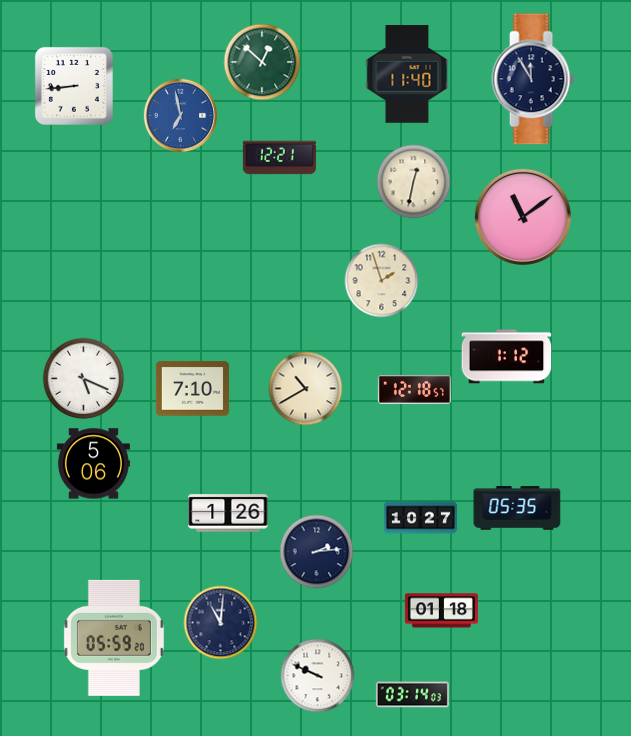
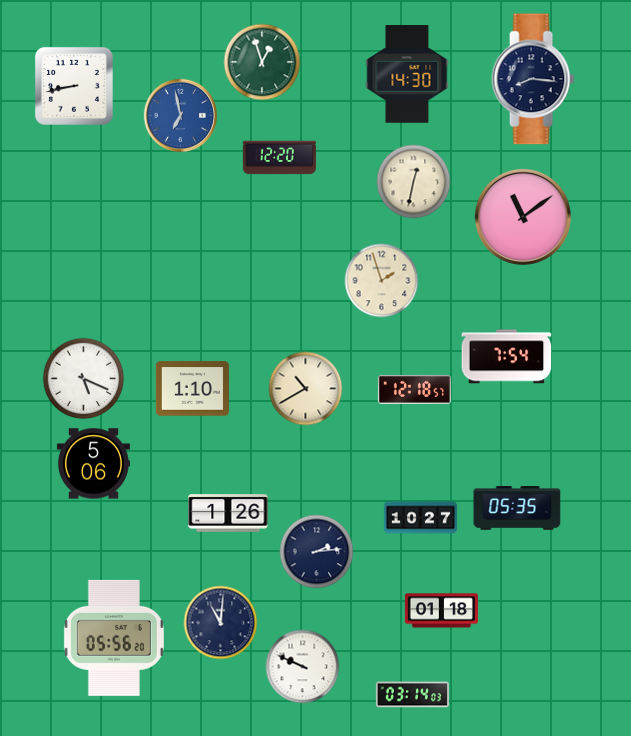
clock at (262, 62): 12:52 -> 12:57
clock at (407, 74): 11:40 -> 14:30
clock at (533, 79): 11:55 -> 8:16
clock at (74, 86): 8:44 -> 8:43
clock at (279, 158): 12:21 -> 12:20
clock at (507, 357): 1:12 -> 7:54
clock at (192, 389): 7:10 -> 1:10
clock at (114, 638): 05:59 -> 05:56
clock at (318, 676) position: (318, 676) -> (303, 667)
